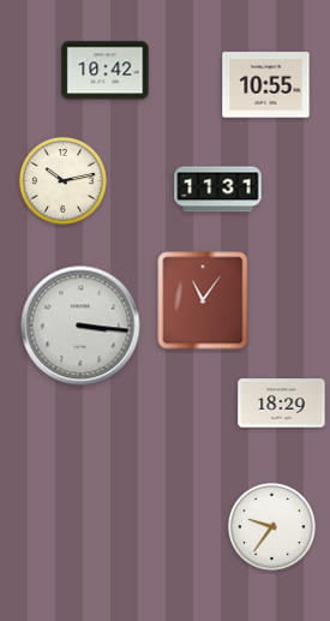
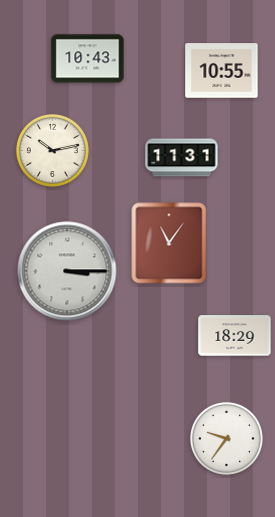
clock at (106, 71): 10:42 -> 10:43
clock at (203, 300) position: (203, 300) -> (169, 243)
clock at (80, 326): 3:16 -> 3:15
